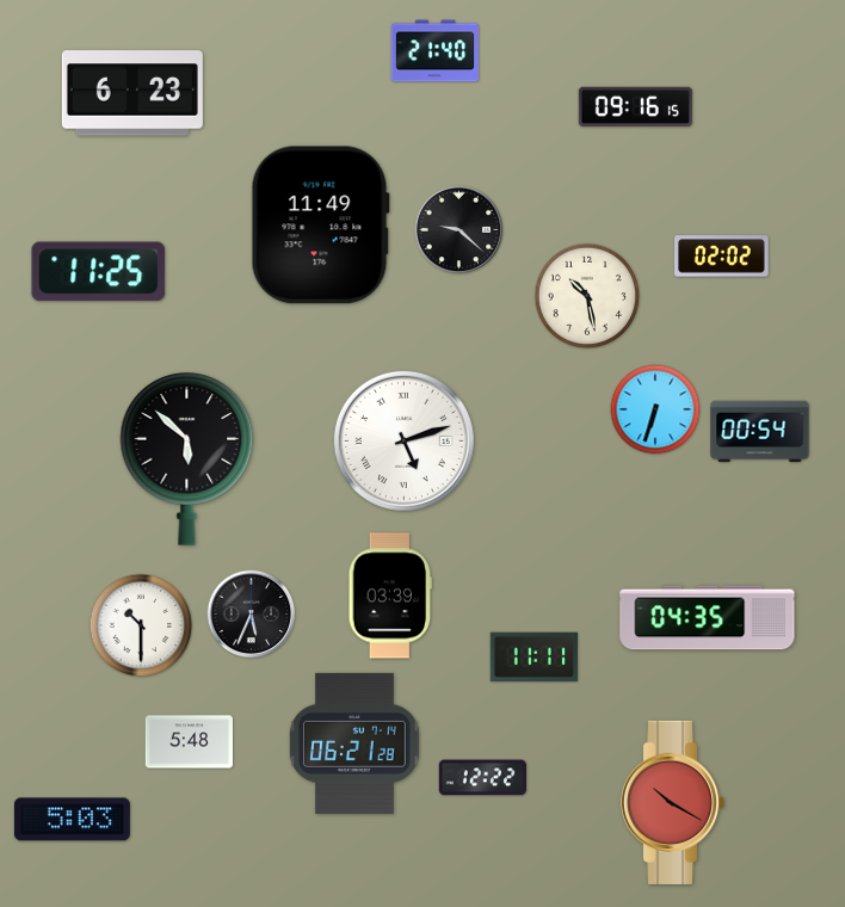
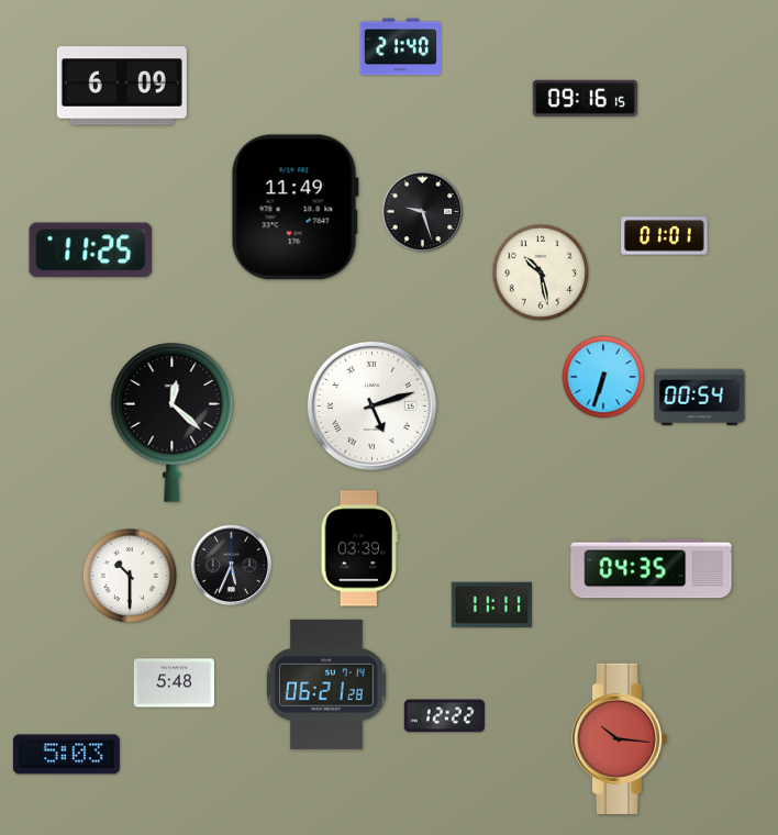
clock at (132, 93): 6:23 -> 6:09
clock at (459, 230): 9:22 -> 9:27
clock at (722, 257): 02:02 -> 01:01
clock at (187, 459): 5:52 -> 12:22
clock at (673, 802): 10:20 -> 10:16
